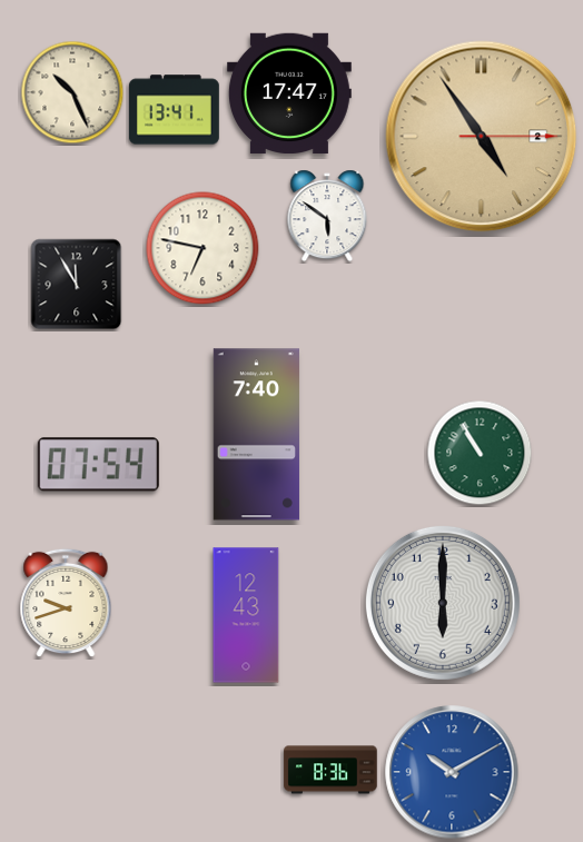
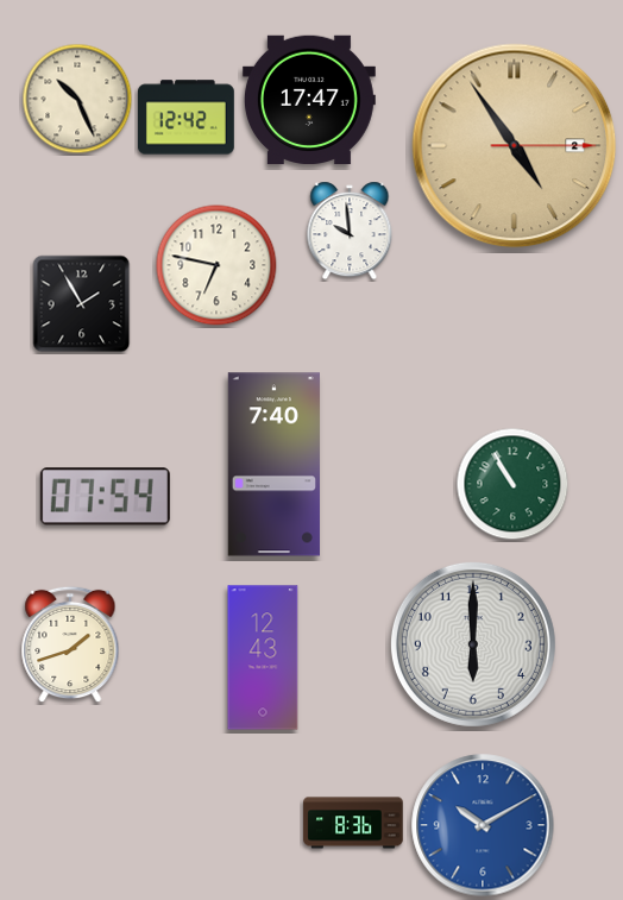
clock at (174, 110): 13:41 -> 12:42
clock at (327, 216): 5:51 -> 9:59
clock at (77, 285): 11:55 -> 1:55
clock at (66, 603): 9:42 -> 1:42
